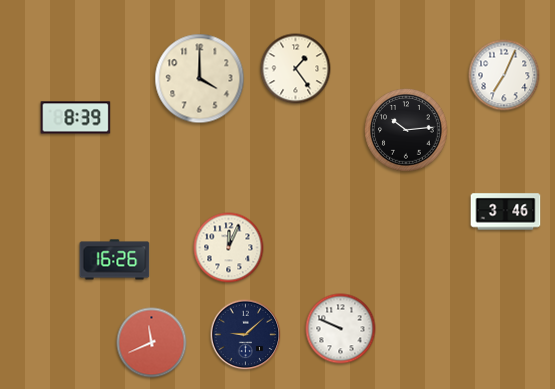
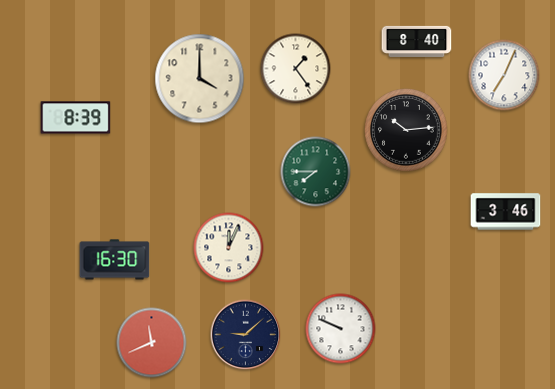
clock at (417, 41): none -> 8:40
clock at (316, 172): none -> 7:45
clock at (115, 260): 16:26 -> 16:30
